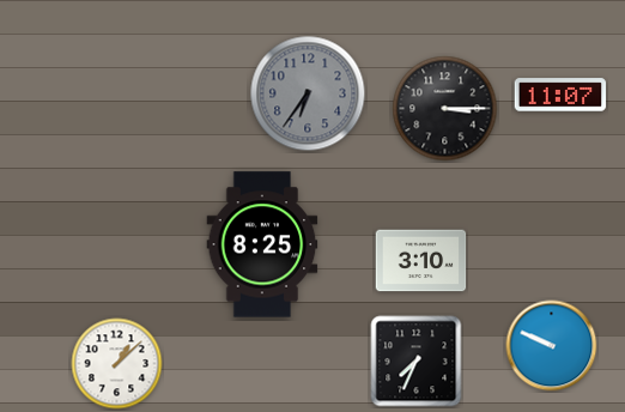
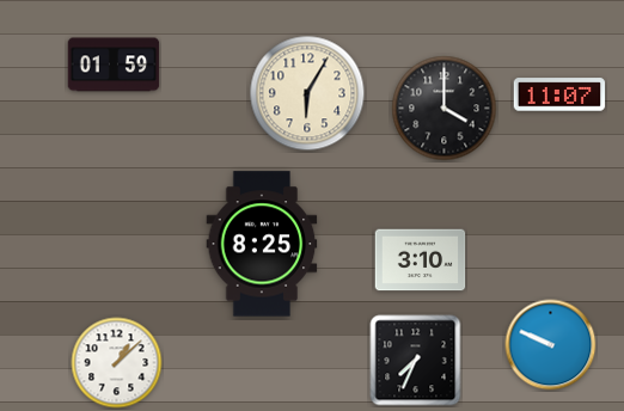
clock at (114, 65): none -> 01:59
clock at (308, 93): 6:36 -> 6:05
clock at (308, 93) dial: grey -> cream
clock at (445, 109): 3:15 -> 4:00
